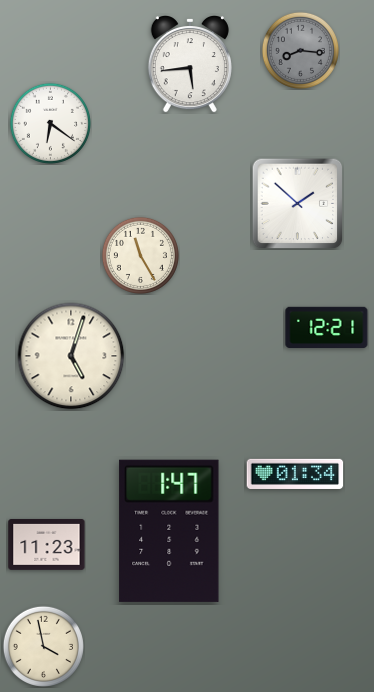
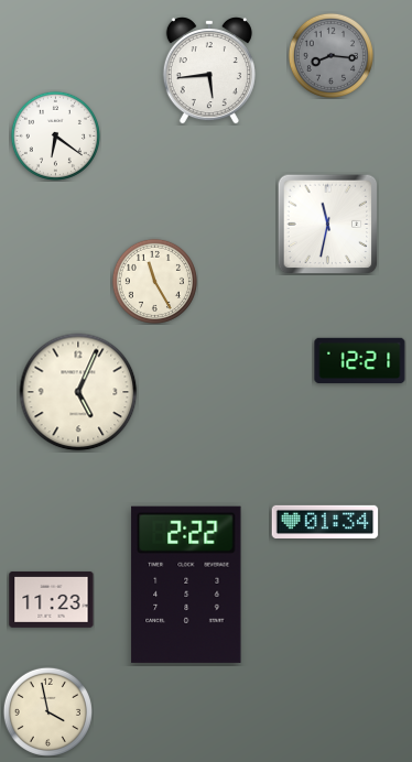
clock at (297, 203): 1:52 -> 11:32
clock at (71, 356): 5:03 -> 5:04
clock at (169, 531): 1:47 -> 2:22
